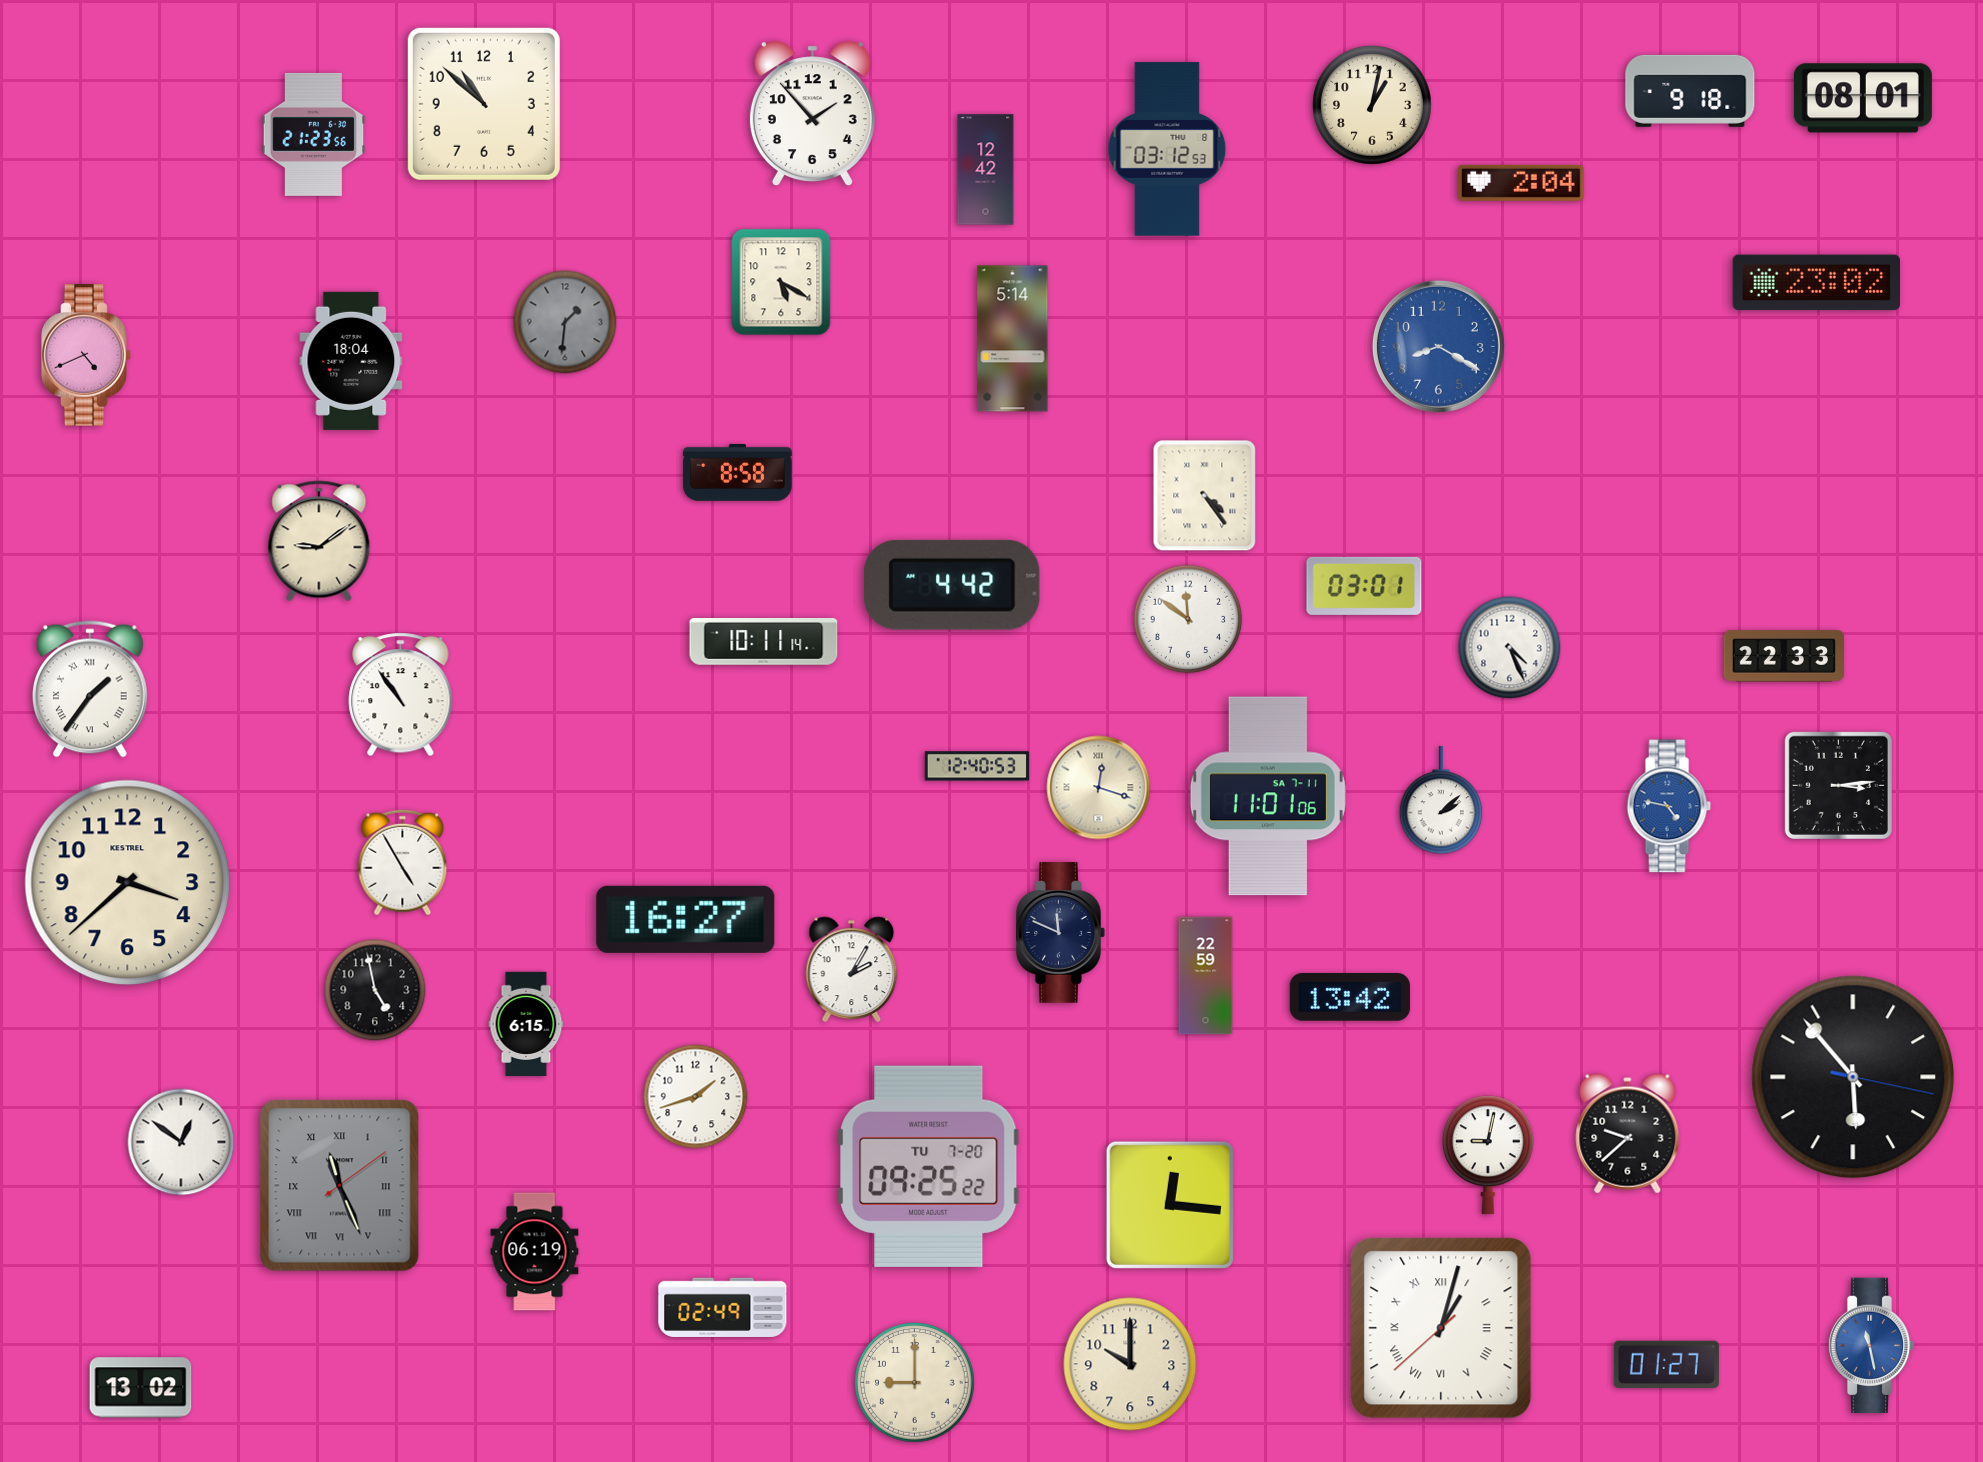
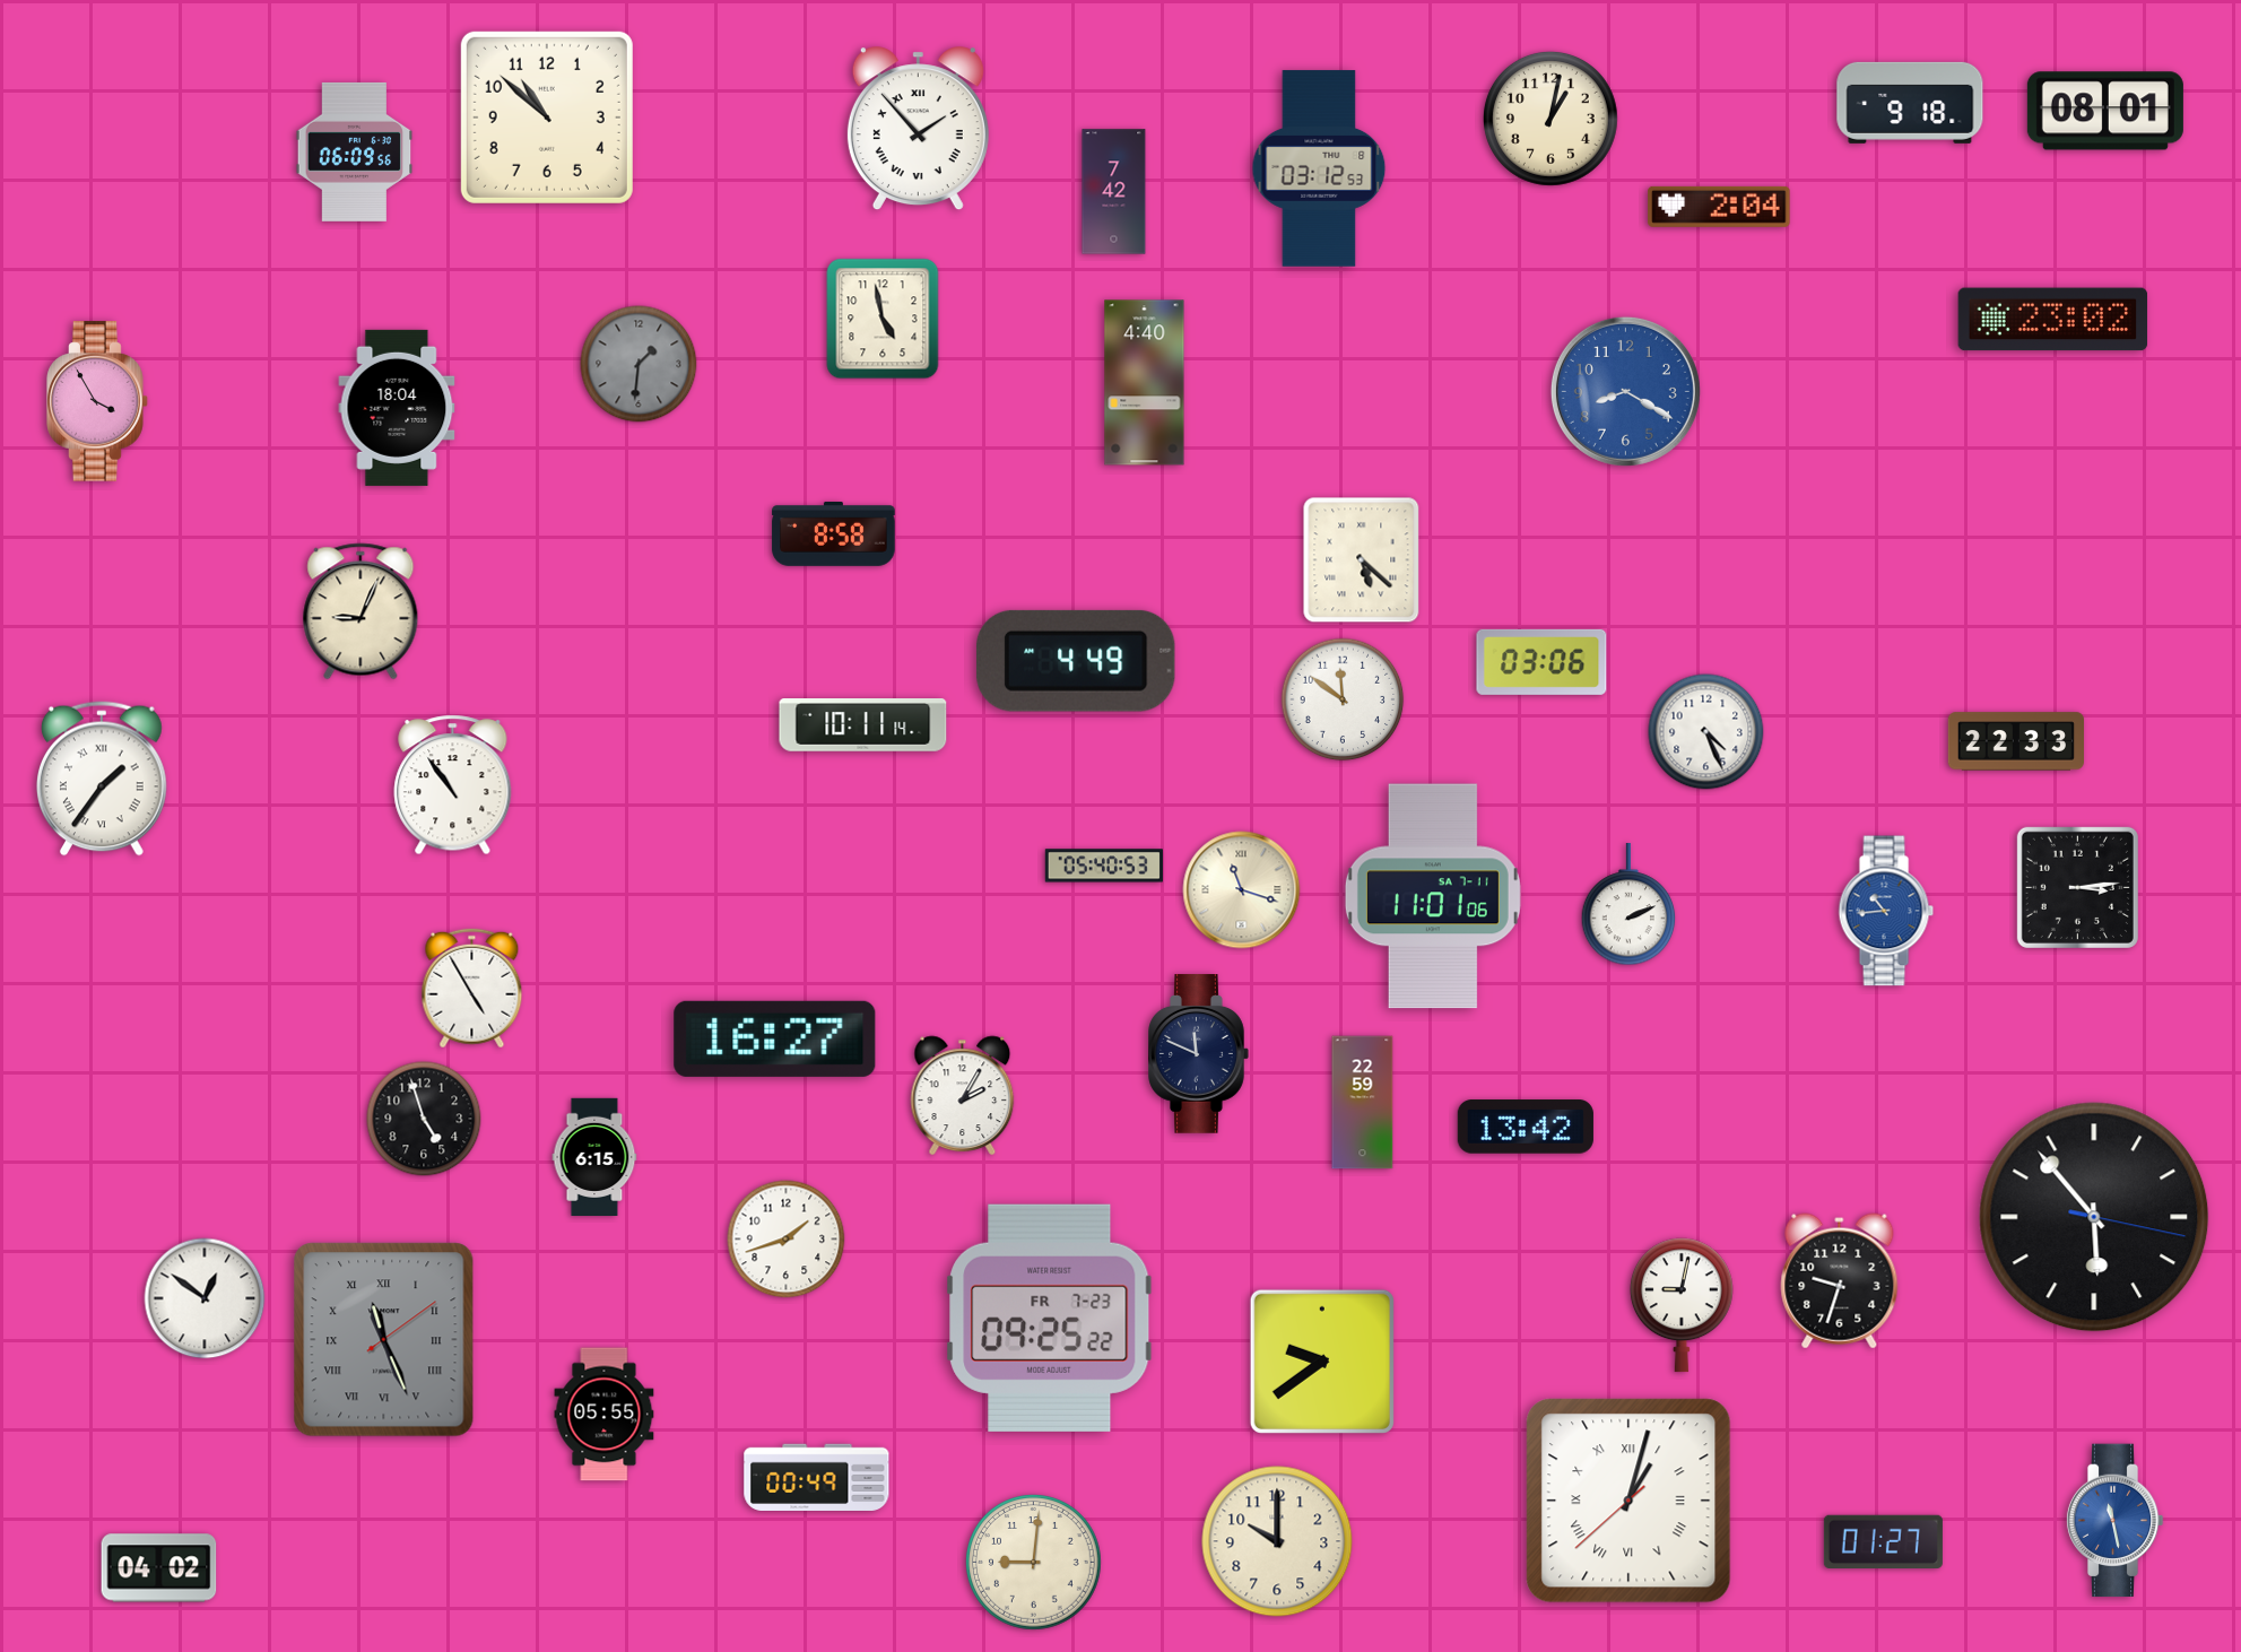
clock at (812, 114) numerals: Arabic -> Roman
clock at (314, 134): 21:23 -> 06:09
clock at (986, 170): 12:42 -> 7:42
clock at (781, 282): 5:20 -> 4:58
clock at (1013, 339): 5:14 -> 4:40
clock at (86, 355): 4:41 -> 3:55
clock at (1205, 496): 4:24 -> 5:22
clock at (319, 541): 9:09 -> 9:04
clock at (952, 585): 4:42 -> 4:49
clock at (1364, 586): 03:01 -> 03:06
clock at (977, 766): 12:40 -> 05:40
clock at (1099, 788): 12:18 -> 11:18
clock at (1268, 796) position: (1268, 796) -> (1433, 896)
clock at (1441, 801): 2:08 -> 2:11
clock at (1669, 806): 4:47 -> 10:44
clock at (403, 863) position: (403, 863) -> (472, 989)
clock at (128, 883): 3:38 -> none
clock at (375, 990): 4:58 -> 4:57
clock at (1628, 1134): 9:38 -> 9:33
clock at (181, 1142) position: (181, 1142) -> (205, 1298)
clock at (929, 1166) date: TU 7-20 -> FR 7-23
clock at (1170, 1205): 12:16 -> 9:39
clock at (535, 1252): 06:19 -> 05:55
clock at (723, 1307): 02:49 -> 00:49
clock at (915, 1383): 9:00 -> 9:01
clock at (141, 1388): 13:02 -> 04:02
